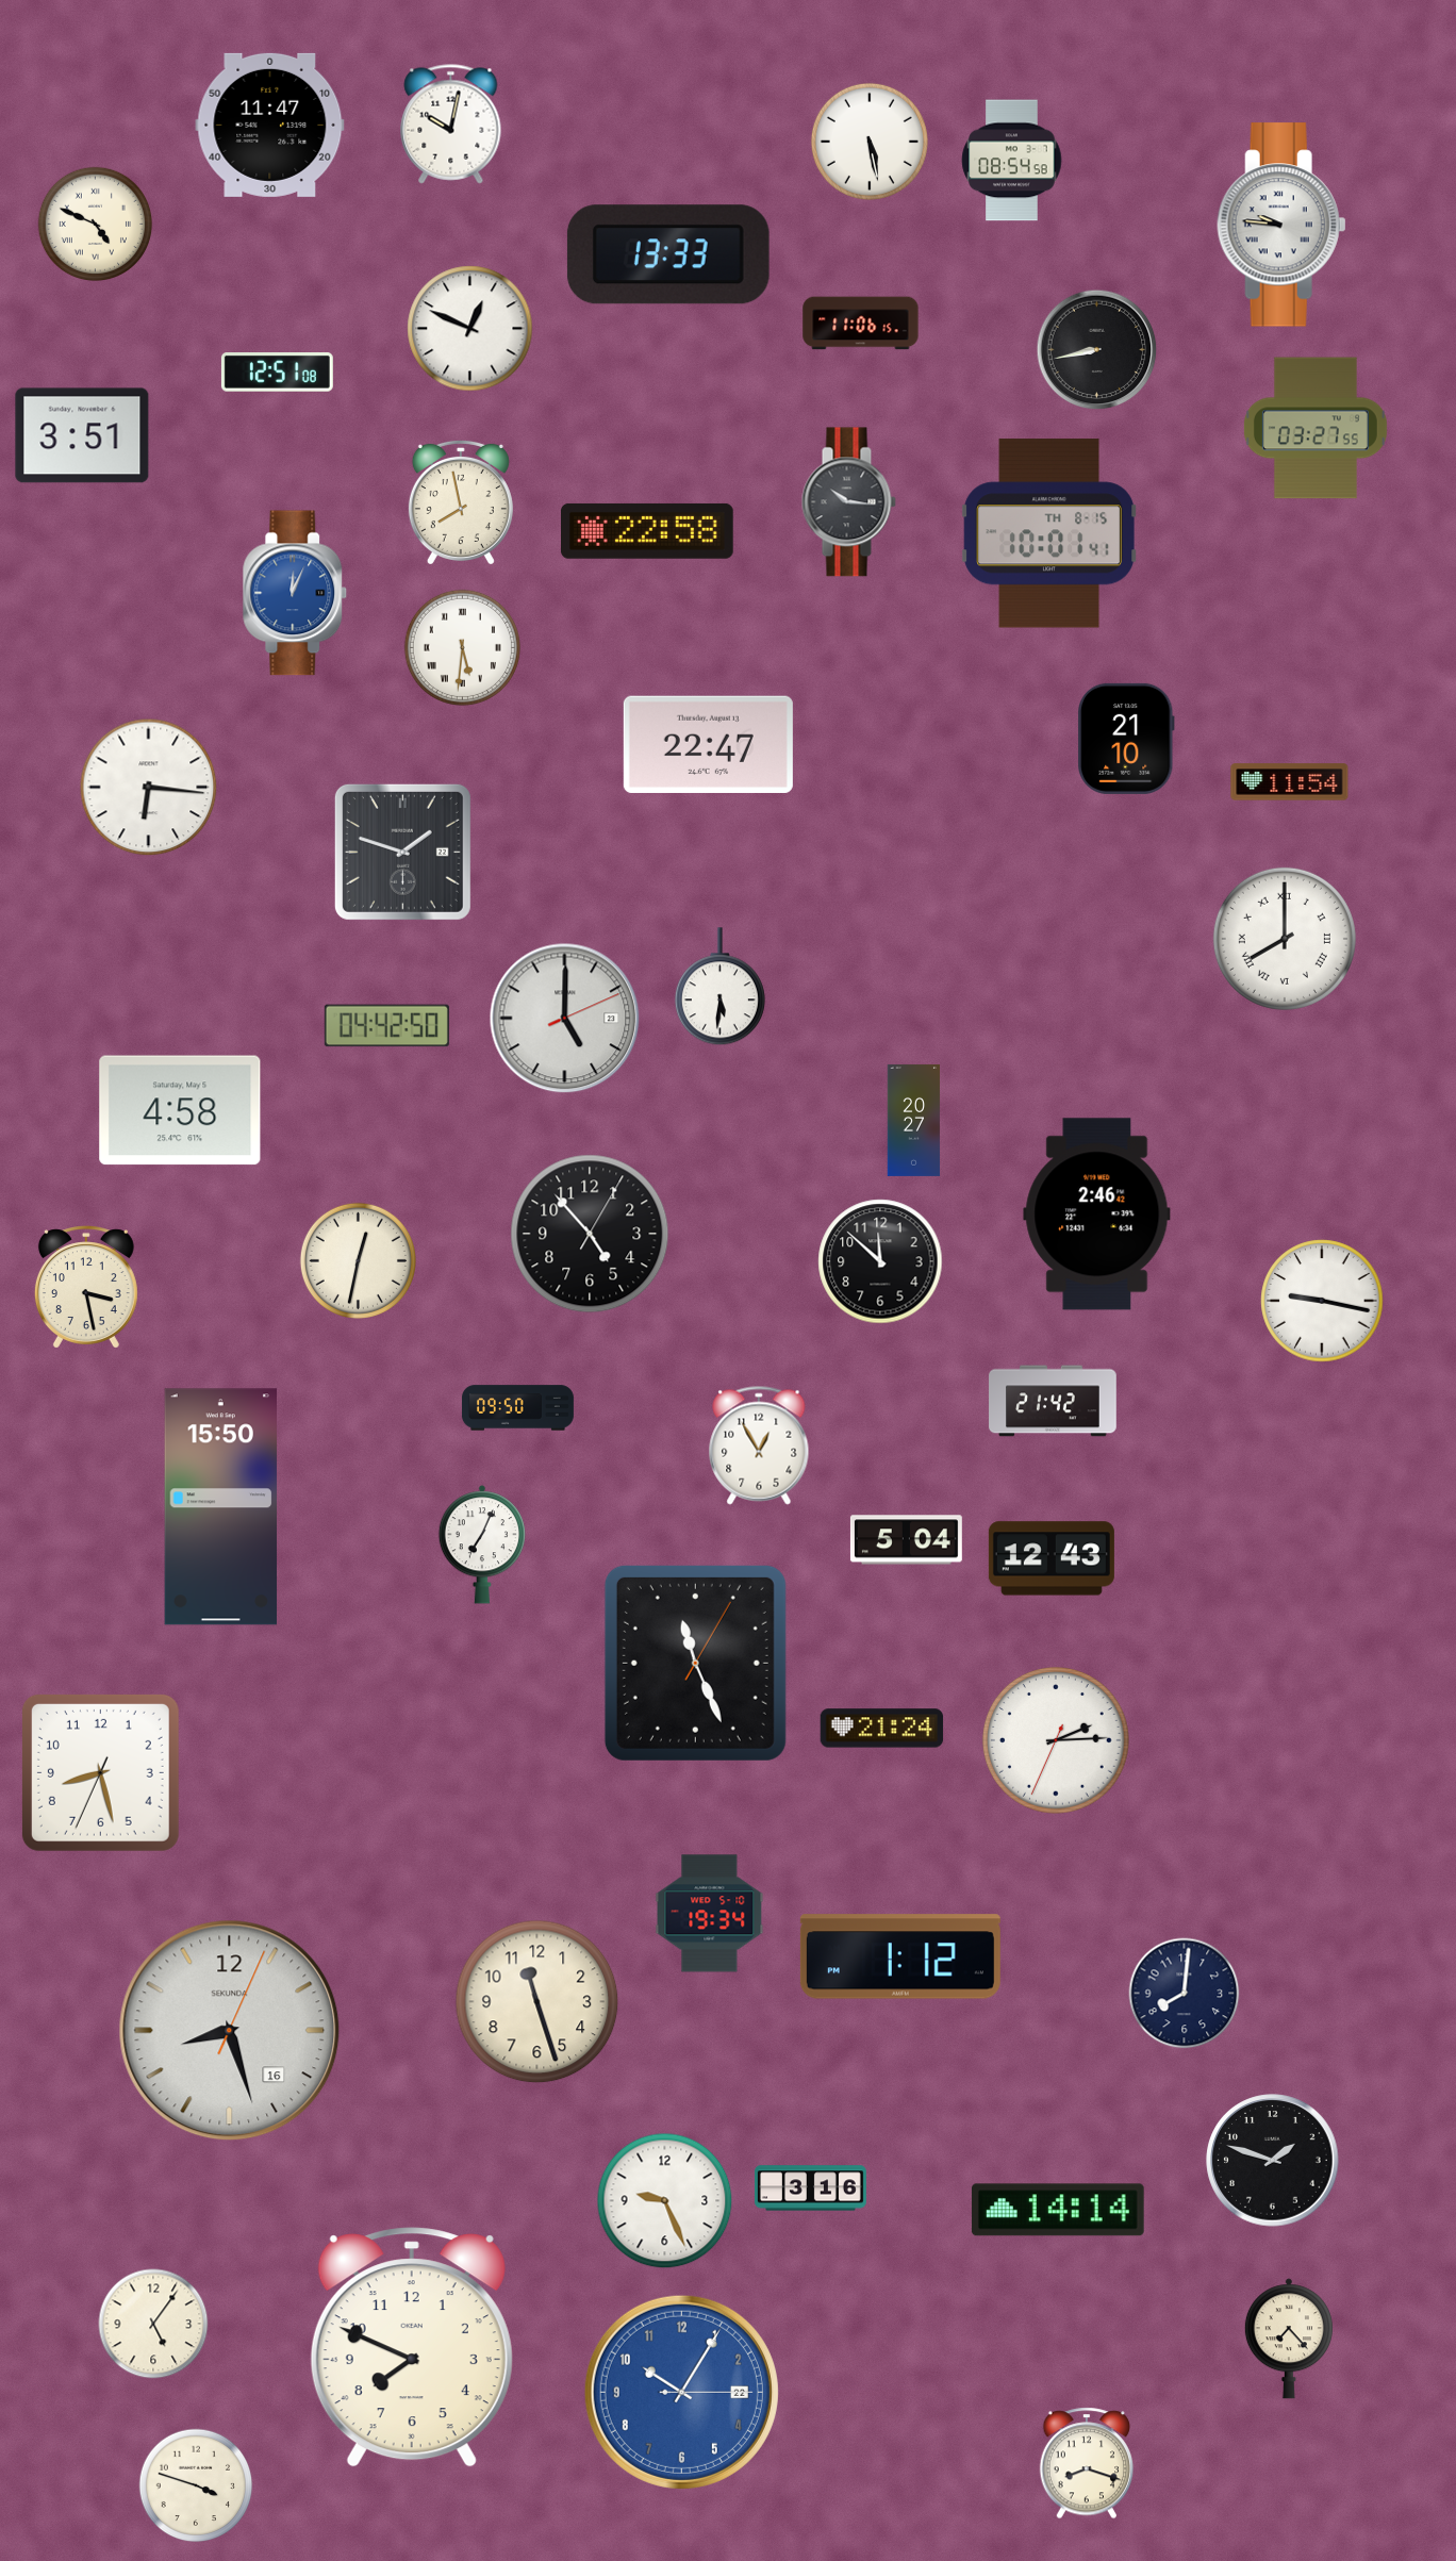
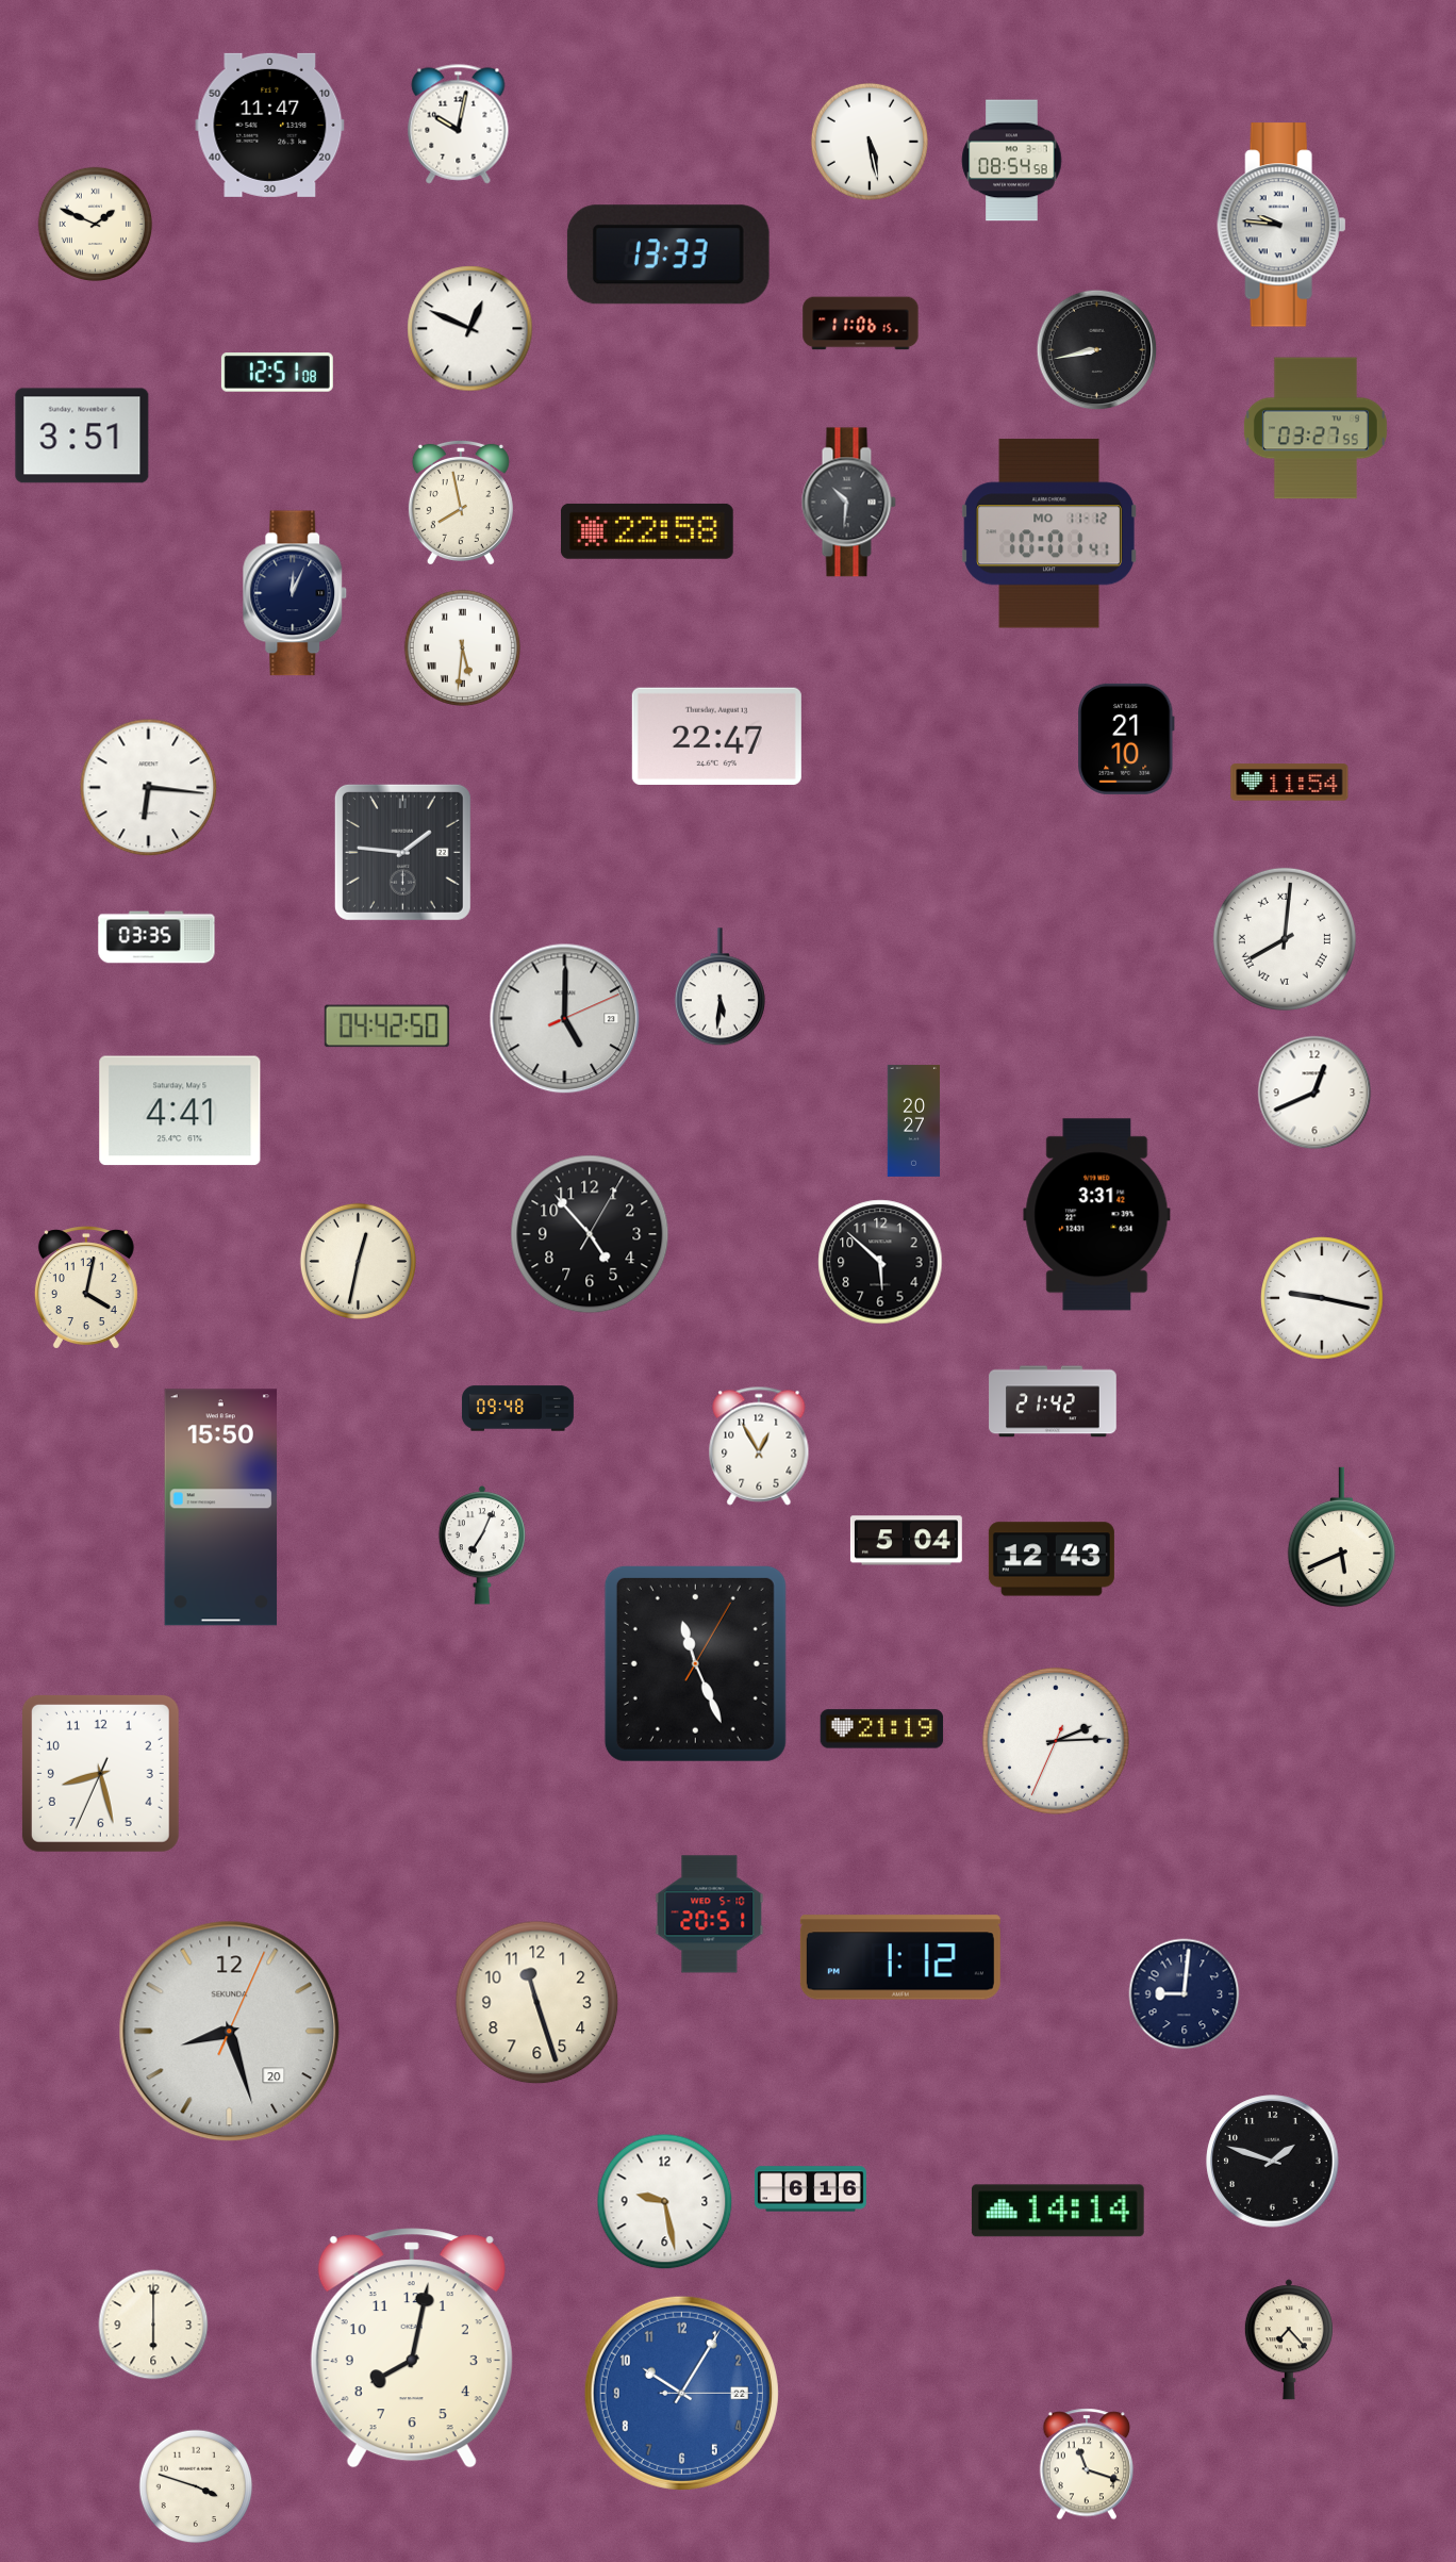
clock at (451, 125) position: (451, 125) -> (459, 125)
clock at (96, 225): 4:49 -> 1:49
clock at (848, 502): 10:16 -> 10:31
clock at (1048, 533) date: TH 8-15 -> MO 11-12
clock at (295, 593) dial: blue -> navy
clock at (708, 744) position: (708, 744) -> (716, 736)
clock at (402, 852): 1:48 -> 1:46
clock at (156, 937): none -> 03:35
clock at (1285, 939): 8:00 -> 8:01
clock at (1314, 1093): none -> 12:41
clock at (180, 1110): 4:58 -> 4:41
clock at (1097, 1215): 2:46 -> 3:31
clock at (880, 1261): 11:52 -> 5:52
clock at (86, 1287): 3:28 -> 4:02
clock at (1322, 1301) position: (1322, 1301) -> (1322, 1298)
clock at (517, 1408): 09:50 -> 09:48
clock at (1341, 1538): none -> 5:41
clock at (882, 1729): 21:24 -> 21:19
clock at (710, 1914): 19:34 -> 20:51
clock at (1185, 1994): 8:01 -> 9:01
clock at (230, 2031) date: 16 -> 20
clock at (810, 2188): 3:16 -> 6:16
clock at (665, 2201): 9:26 -> 9:28
clock at (153, 2324): 5:06 -> 6:00
clock at (412, 2347): 7:49 -> 8:02
clock at (1087, 2463): 8:18 -> 11:18
